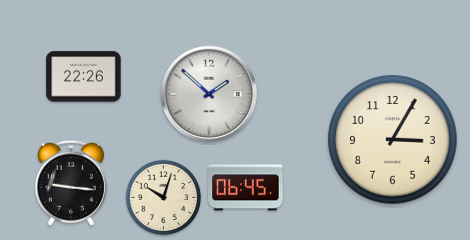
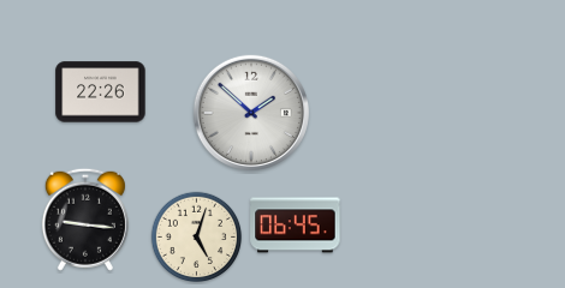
clock at (393, 140): 3:05 -> none
clock at (164, 198): 10:03 -> 5:03
